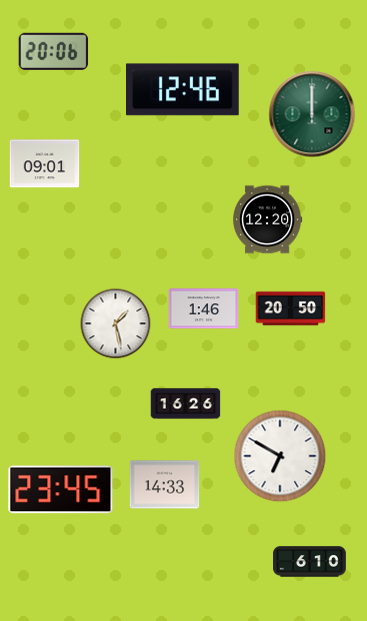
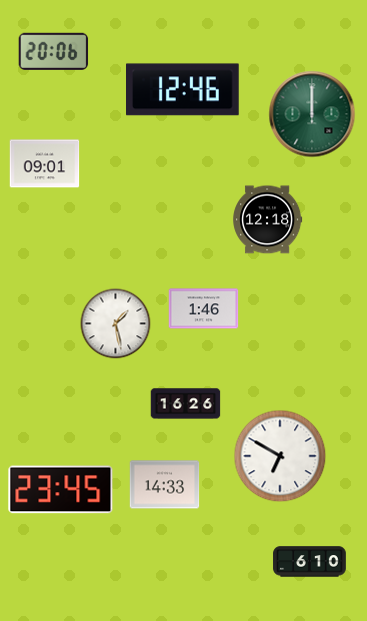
clock at (268, 220): 12:20 -> 12:18
clock at (291, 309): 20:50 -> none
